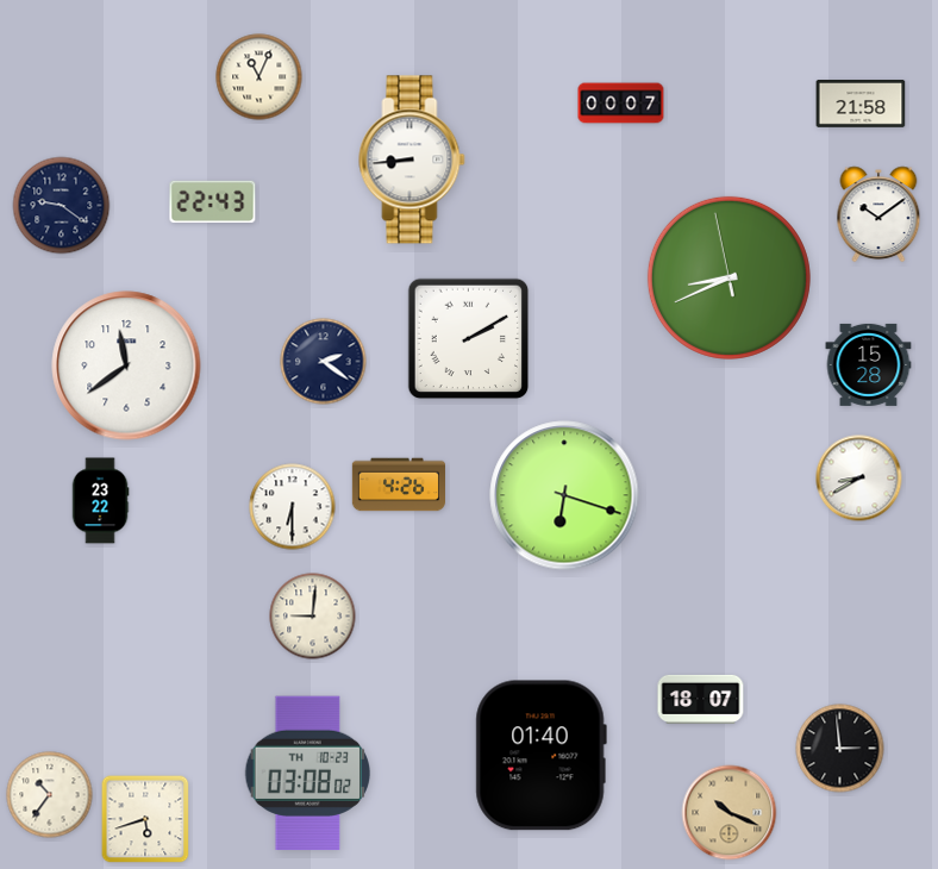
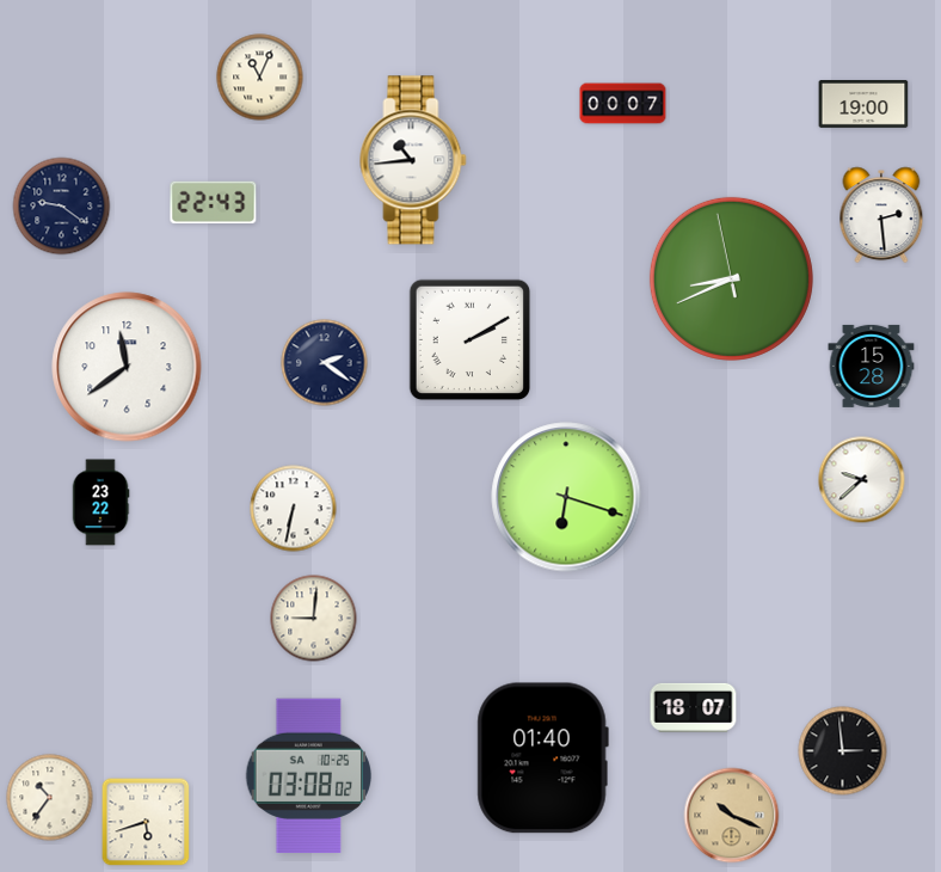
clock at (861, 105): 21:58 -> 19:00
clock at (412, 160): 8:44 -> 10:44
clock at (878, 214): 10:09 -> 2:29
clock at (859, 479): 8:40 -> 9:38
clock at (398, 484): 4:26 -> none
clock at (293, 507): 6:30 -> 6:32
clock at (701, 699) position: (701, 699) -> (694, 707)
clock at (308, 773) date: TH 10-23 -> SA 10-25
